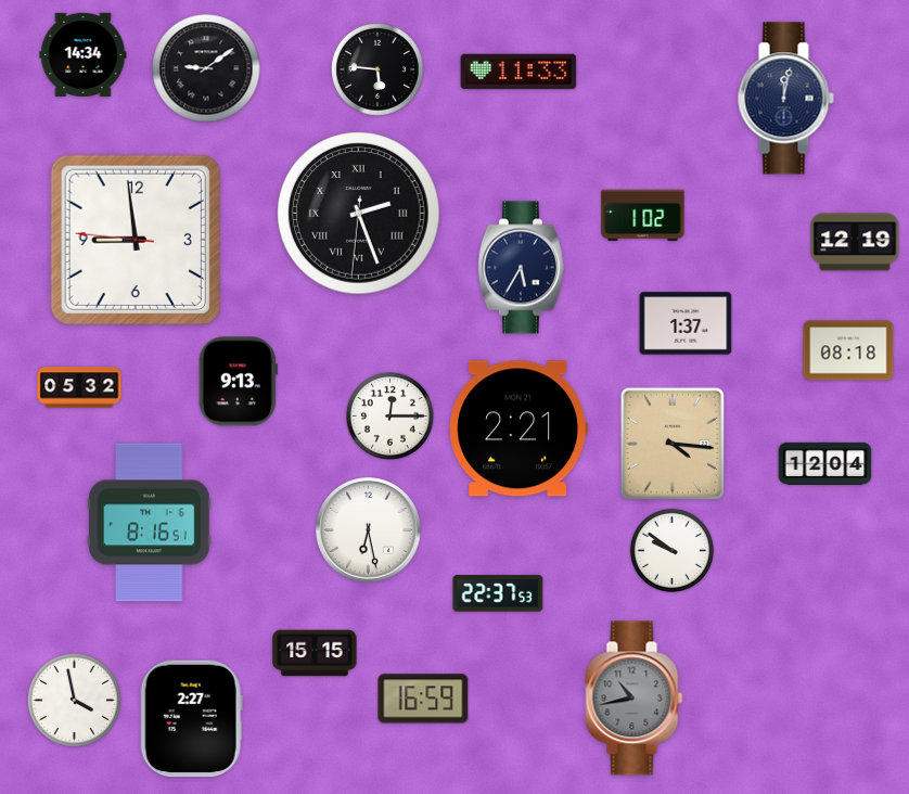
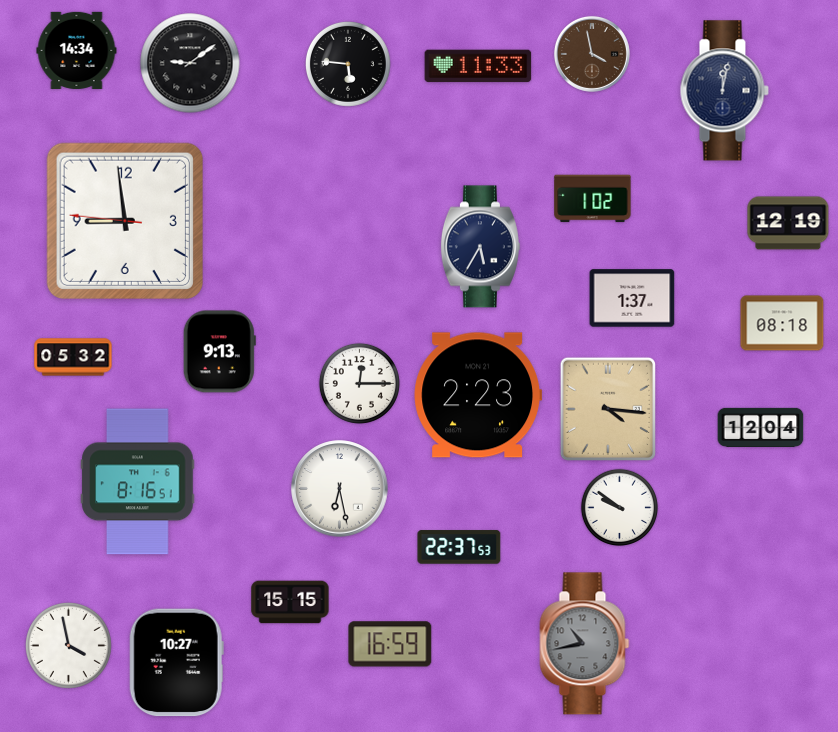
clock at (592, 54): none -> 3:58
clock at (359, 214): 2:26 -> none
clock at (517, 428): 2:21 -> 2:23
clock at (671, 443) position: (671, 443) -> (607, 408)
clock at (191, 719): 2:27 -> 10:27
